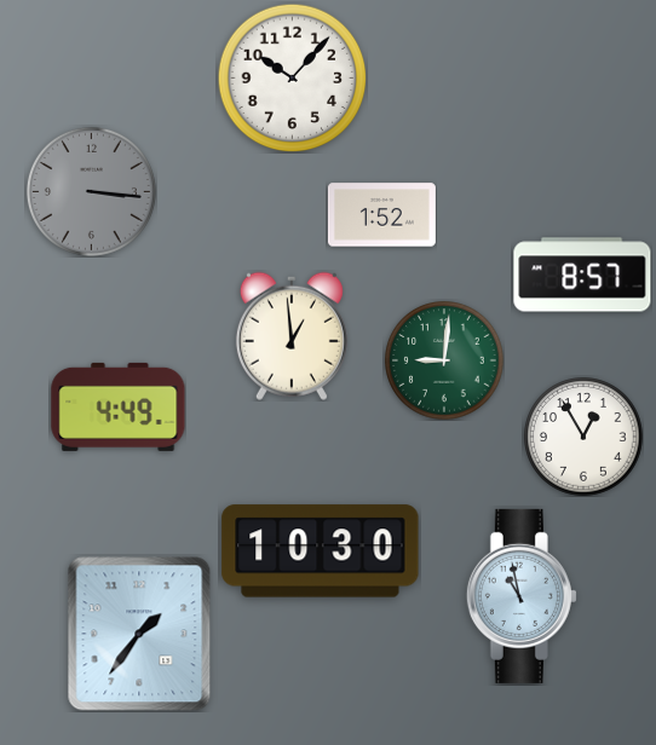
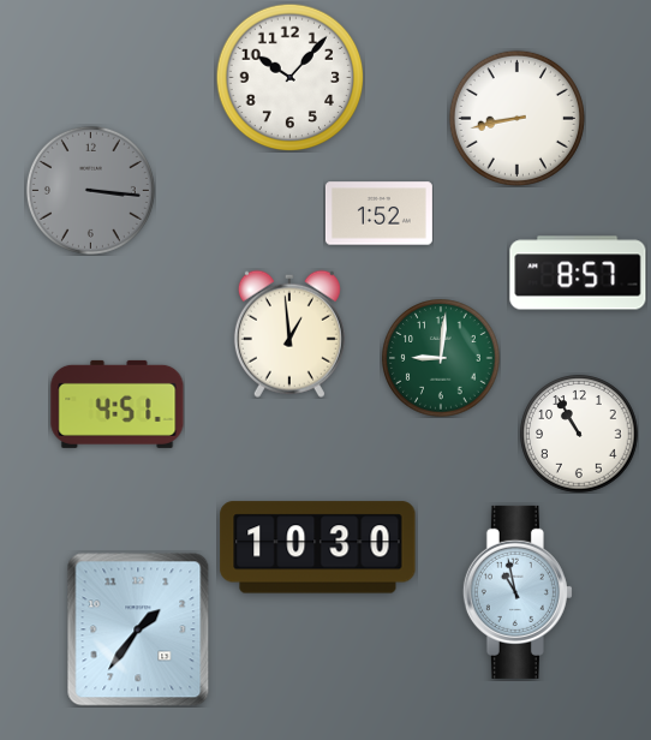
clock at (516, 118): none -> 8:43
clock at (119, 406): 4:49 -> 4:51
clock at (583, 437): 12:55 -> 10:55
